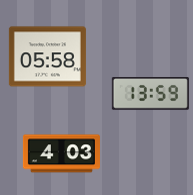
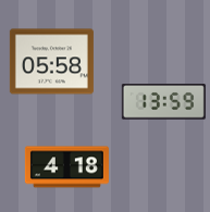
clock at (61, 154): 4:03 -> 4:18
